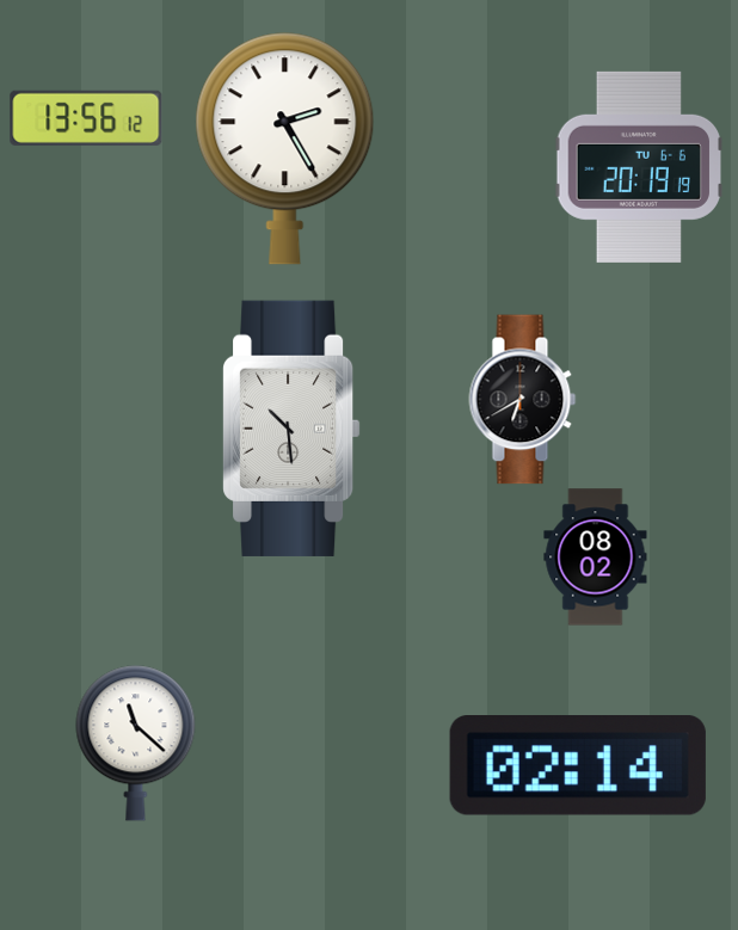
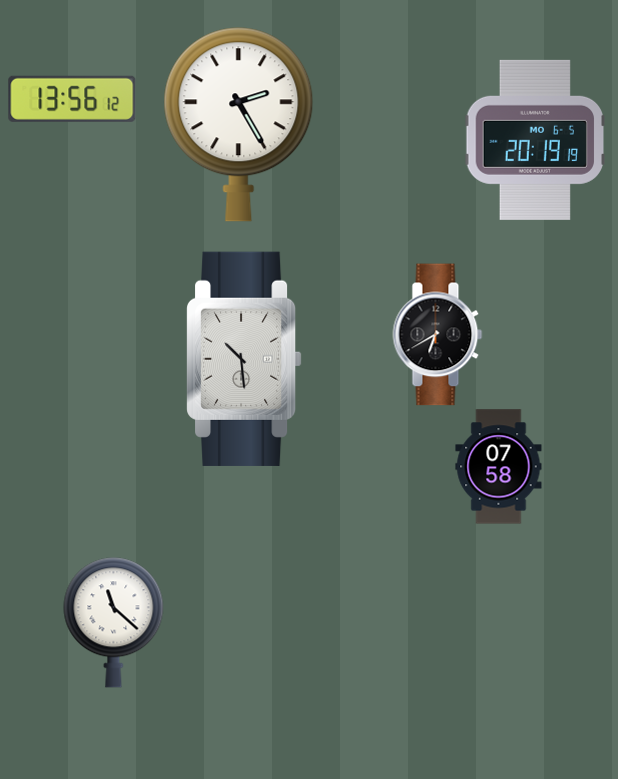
clock at (639, 167) date: TU 6-6 -> MO 6-5
clock at (596, 558): 08:02 -> 07:58
clock at (578, 766): 02:14 -> none
